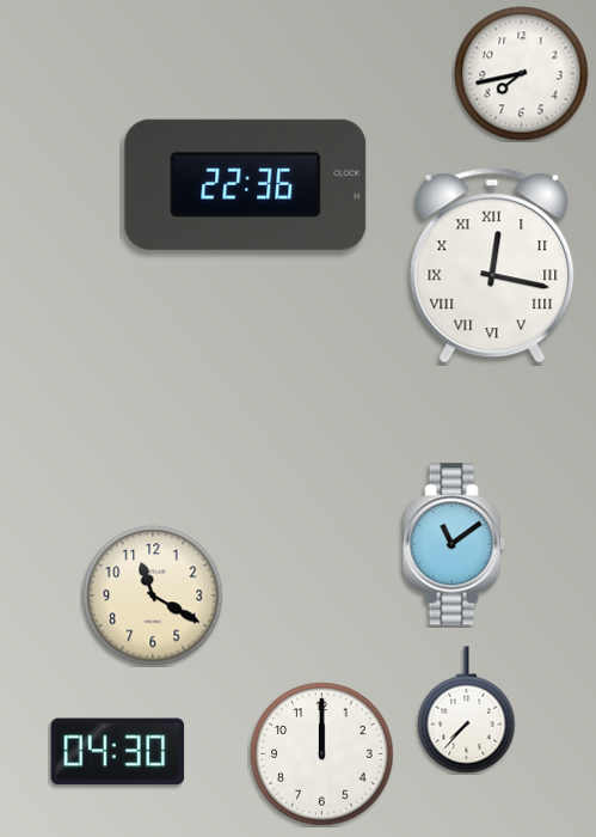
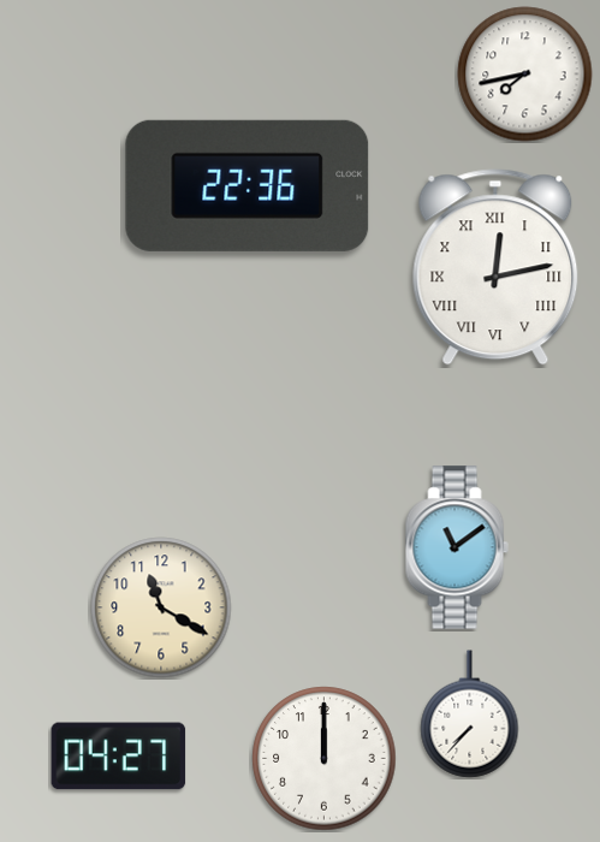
clock at (492, 265): 12:17 -> 12:13
clock at (153, 595) position: (153, 595) -> (161, 607)
clock at (118, 752): 04:30 -> 04:27
